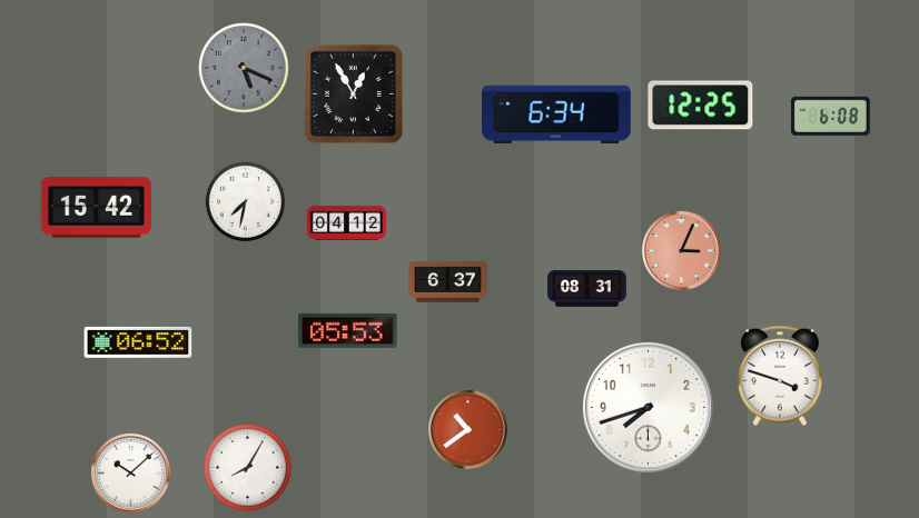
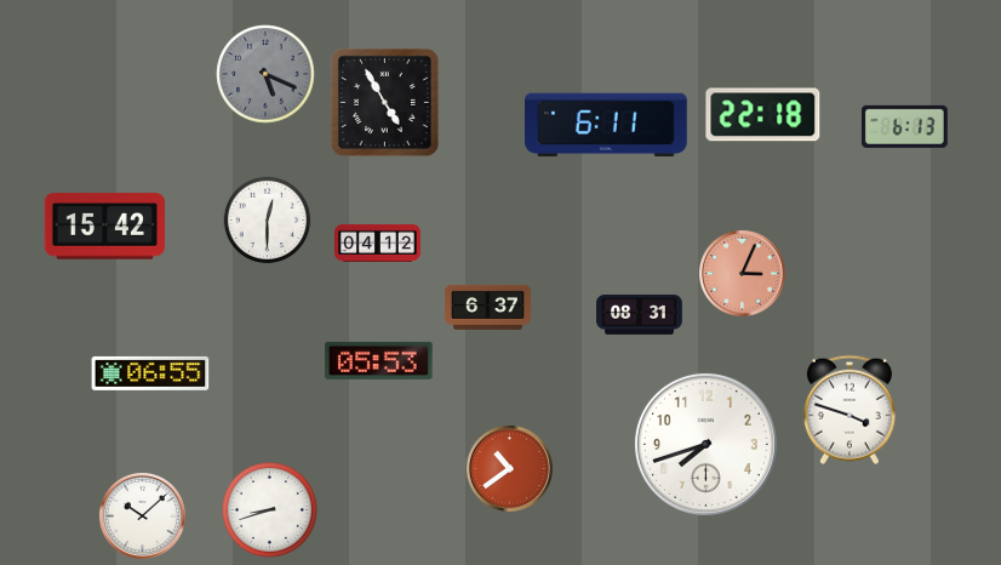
clock at (353, 93): 12:55 -> 4:55
clock at (701, 106): 12:25 -> 22:18
clock at (557, 114): 6:34 -> 6:11
clock at (830, 116): 6:08 -> 6:13
clock at (246, 202): 7:32 -> 12:30
clock at (138, 342): 06:52 -> 06:55
clock at (248, 468): 8:05 -> 8:42
